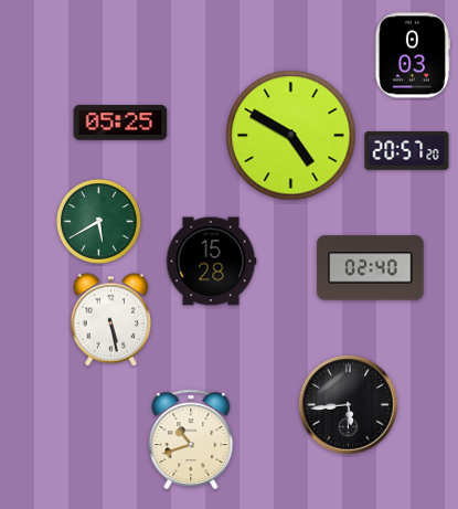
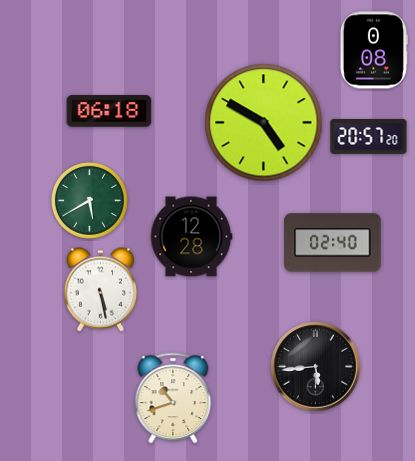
clock at (413, 55): 0:03 -> 0:08
clock at (120, 123): 05:25 -> 06:18
clock at (211, 262): 15:28 -> 12:28
clock at (371, 268) position: (371, 268) -> (333, 243)
